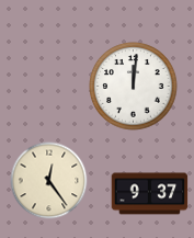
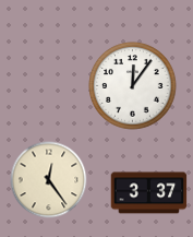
clock at (134, 87): 12:01 -> 12:06
clock at (150, 194): 9:37 -> 3:37
